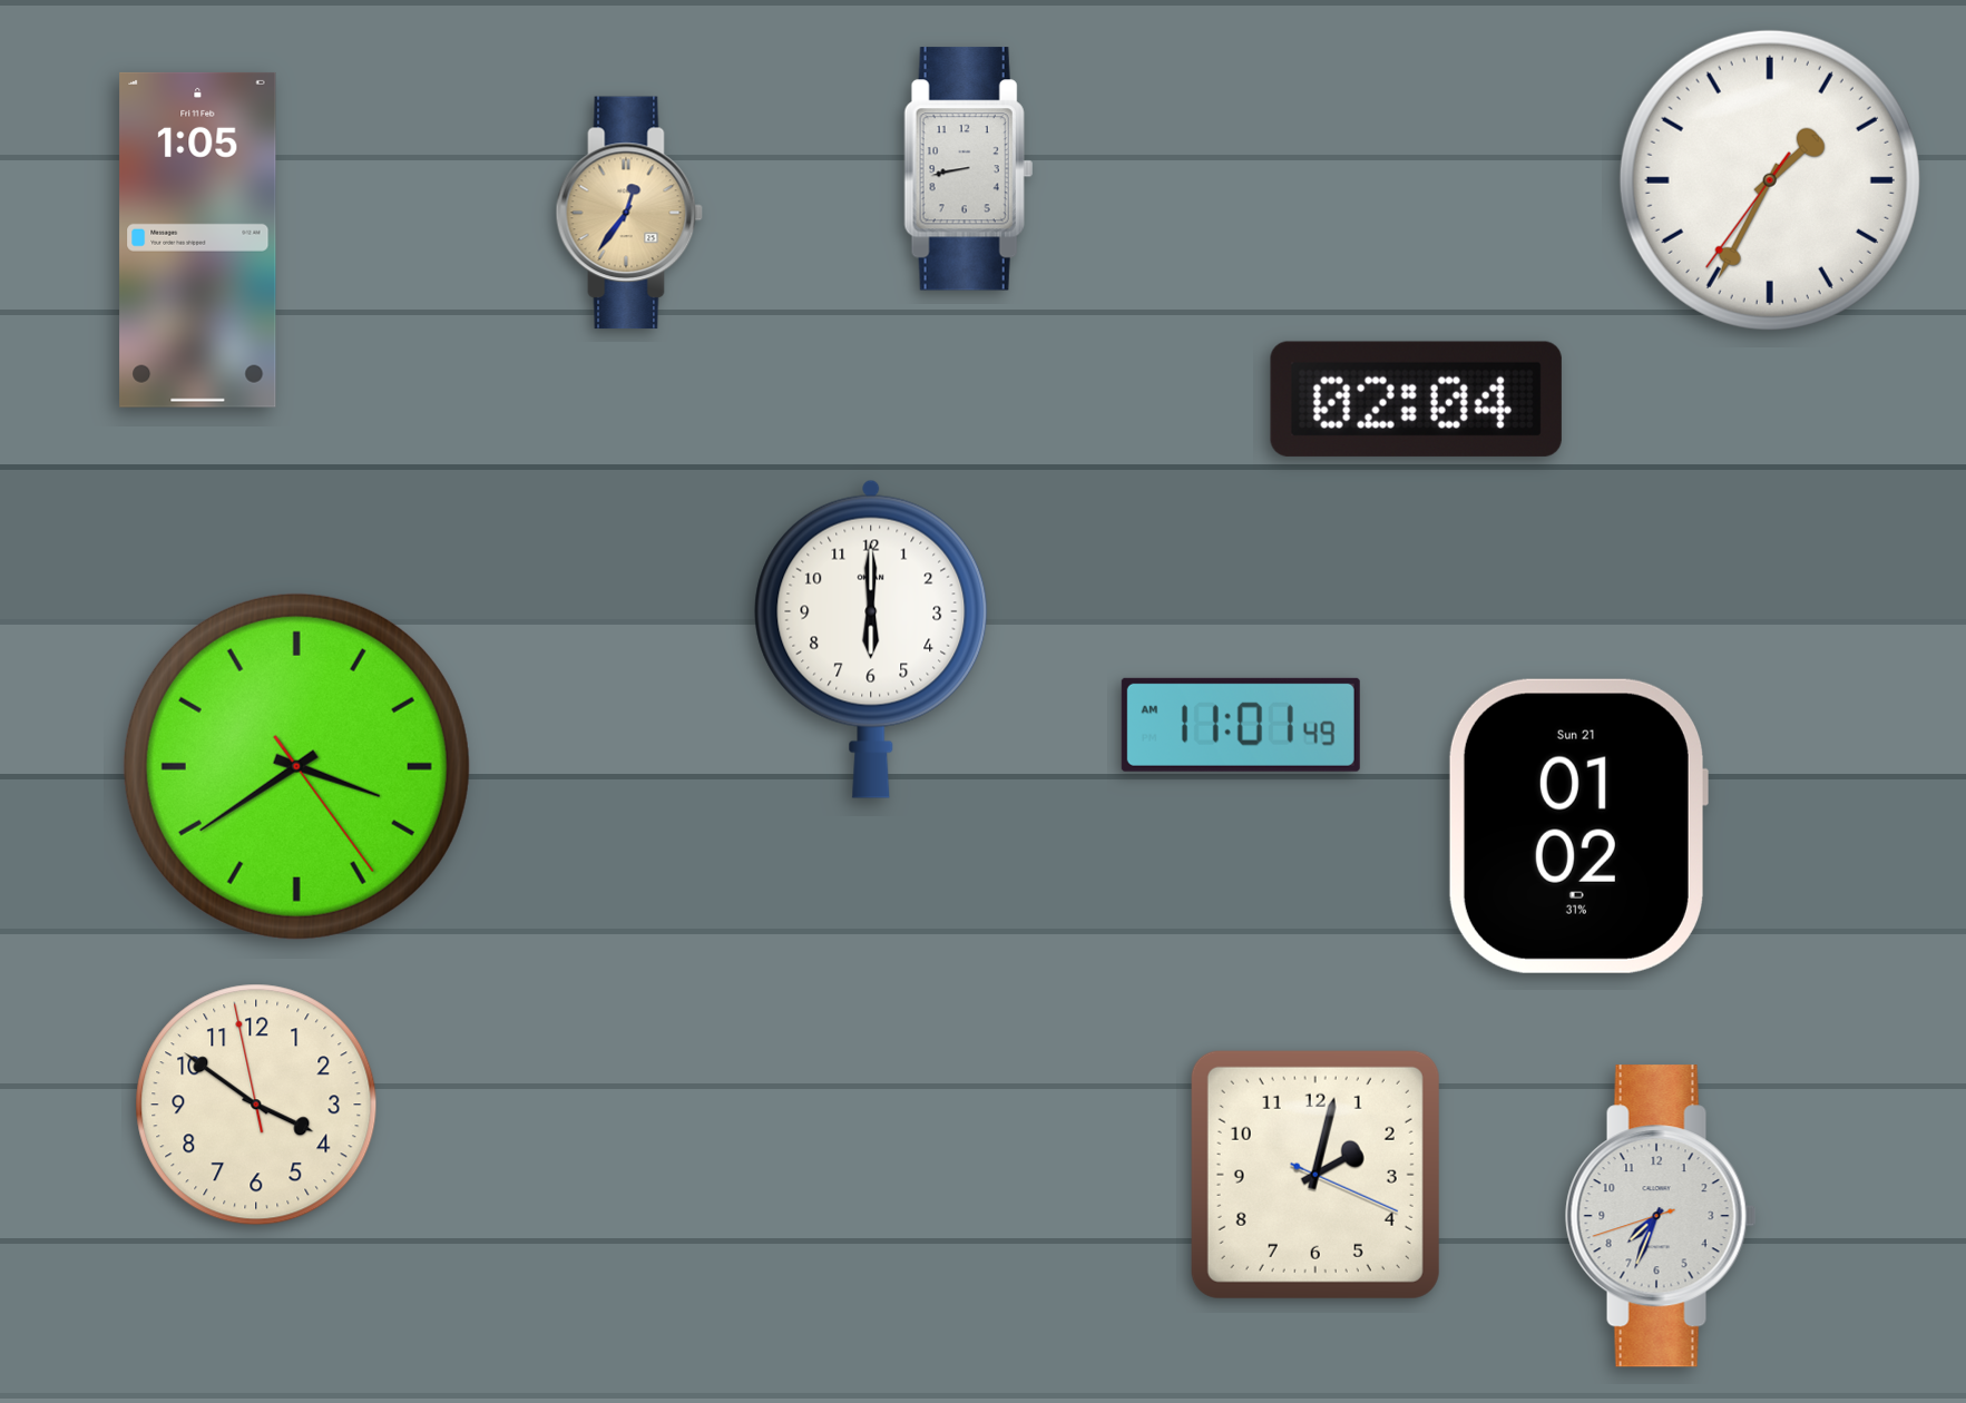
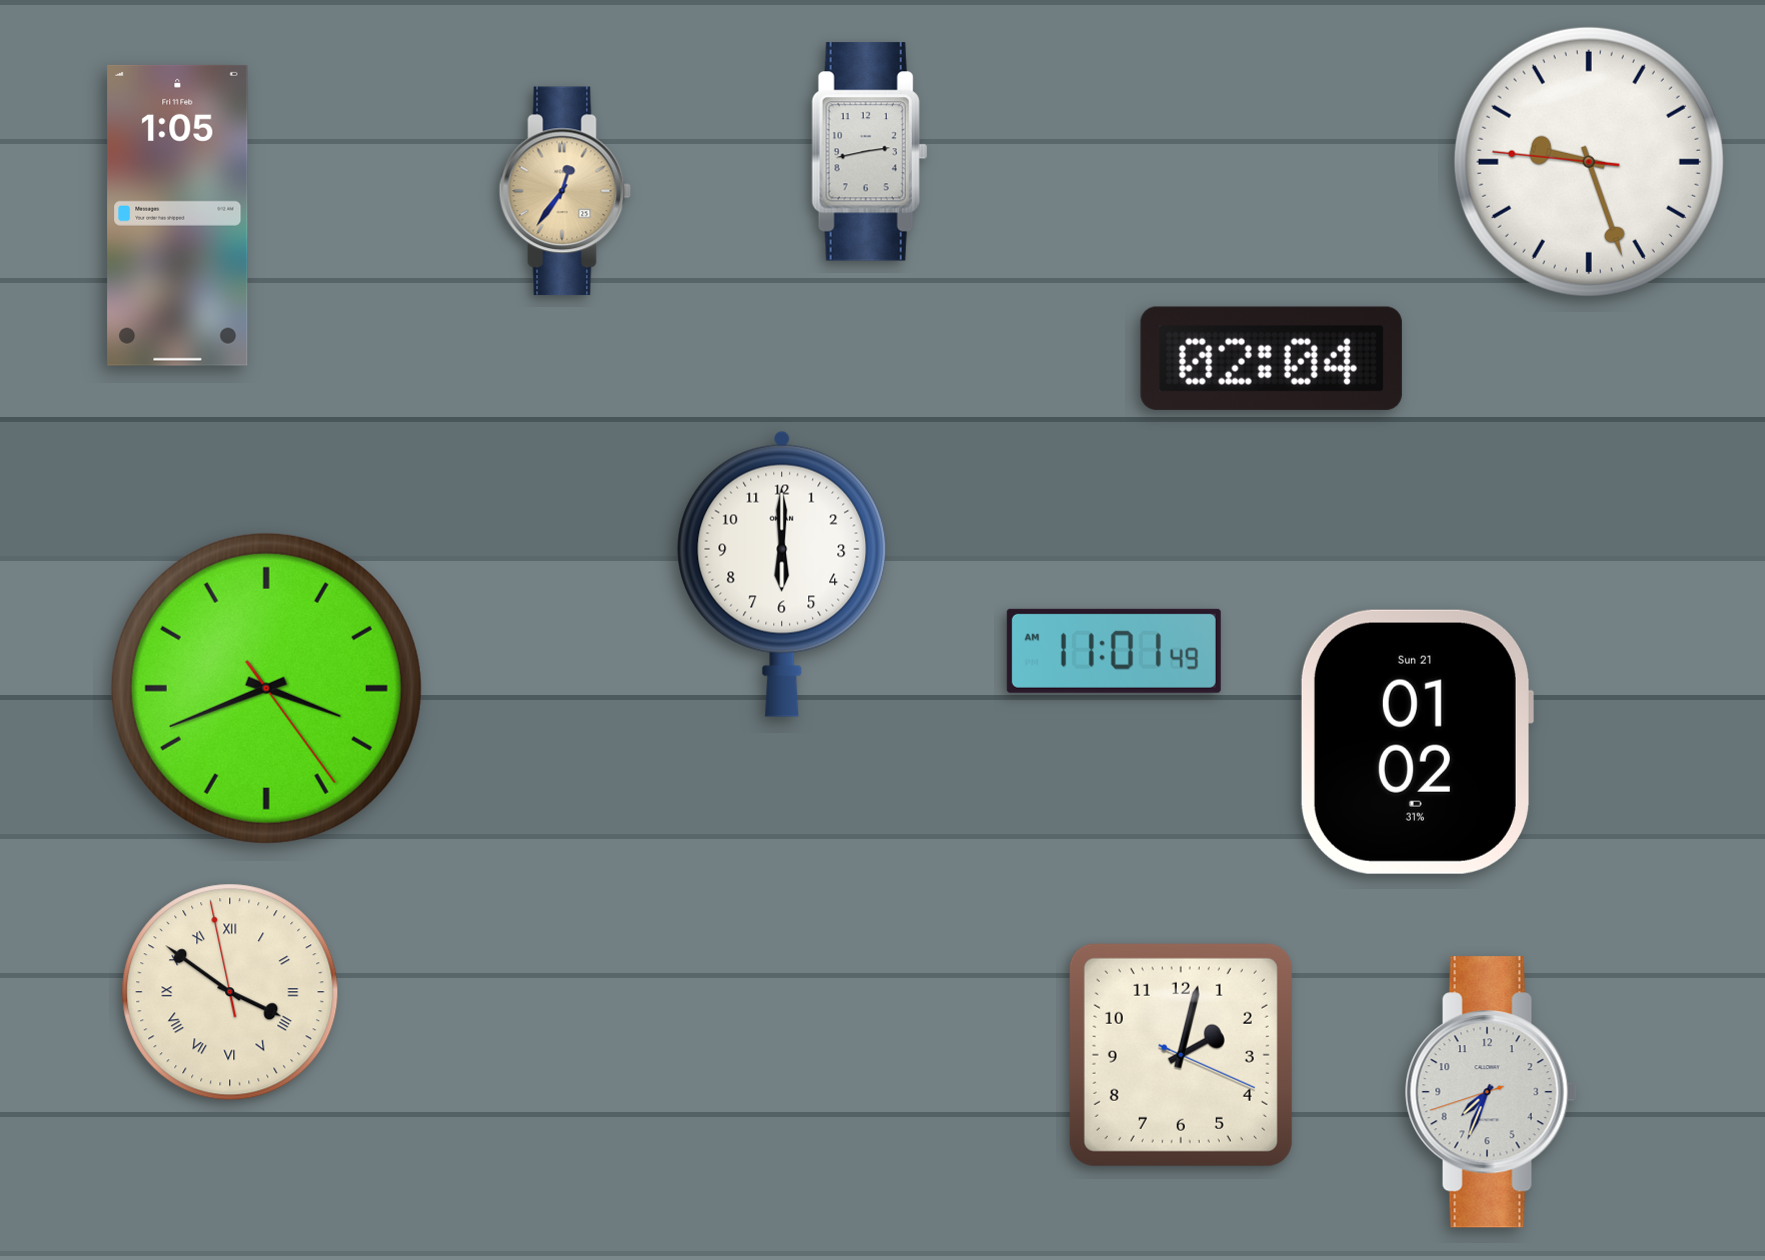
clock at (968, 169): 8:43 -> 2:43
clock at (1770, 180): 1:34 -> 9:26
clock at (296, 766): 3:39 -> 3:41
clock at (256, 1105) numerals: Arabic -> Roman
